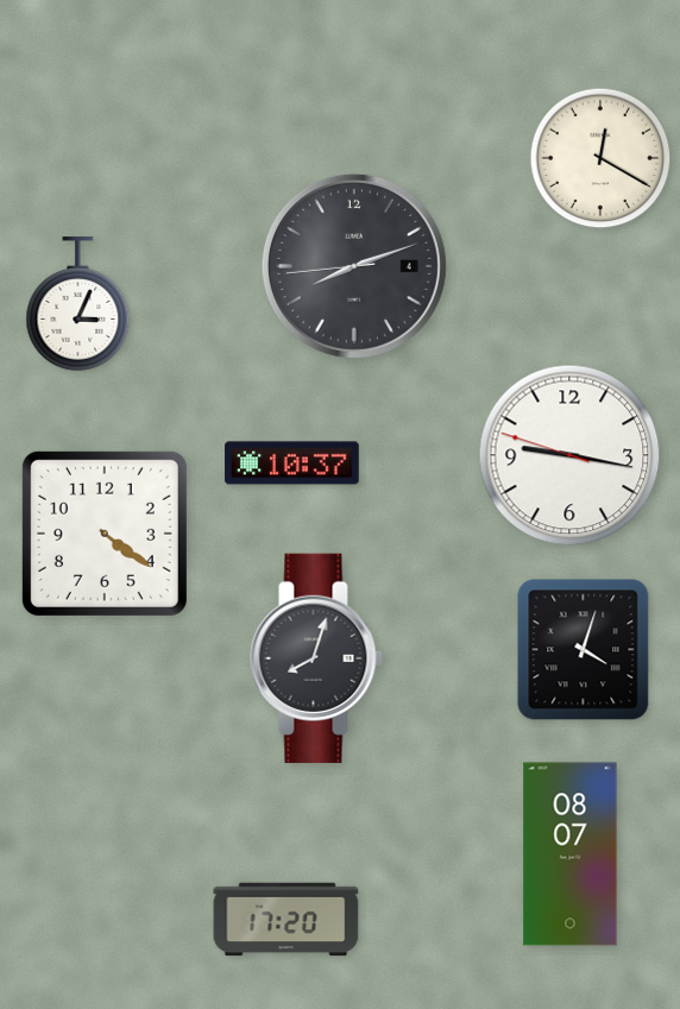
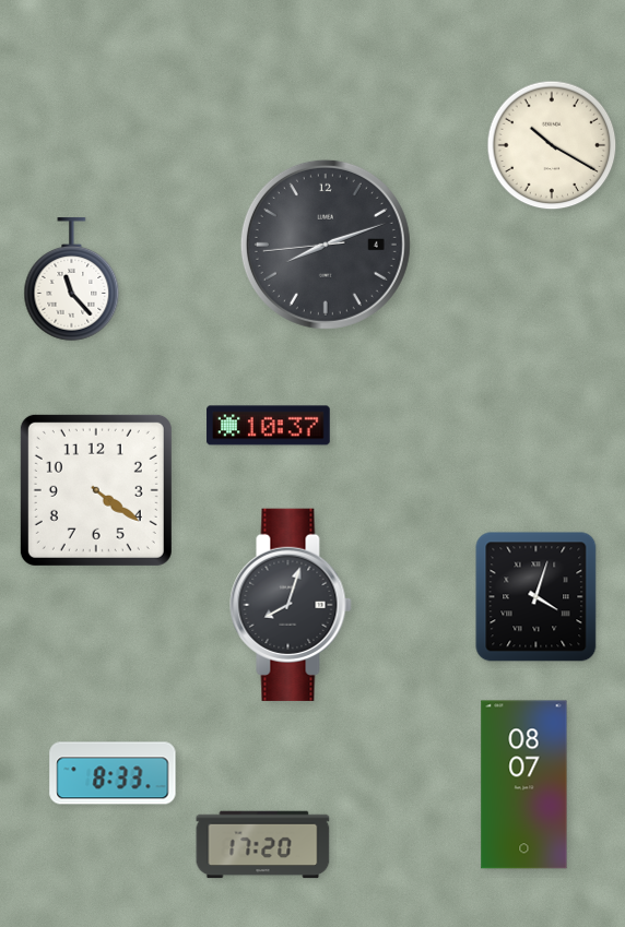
clock at (600, 158): 12:20 -> 10:20
clock at (78, 304): 3:04 -> 11:23
clock at (569, 455): 9:16 -> none
clock at (113, 773): none -> 8:33
